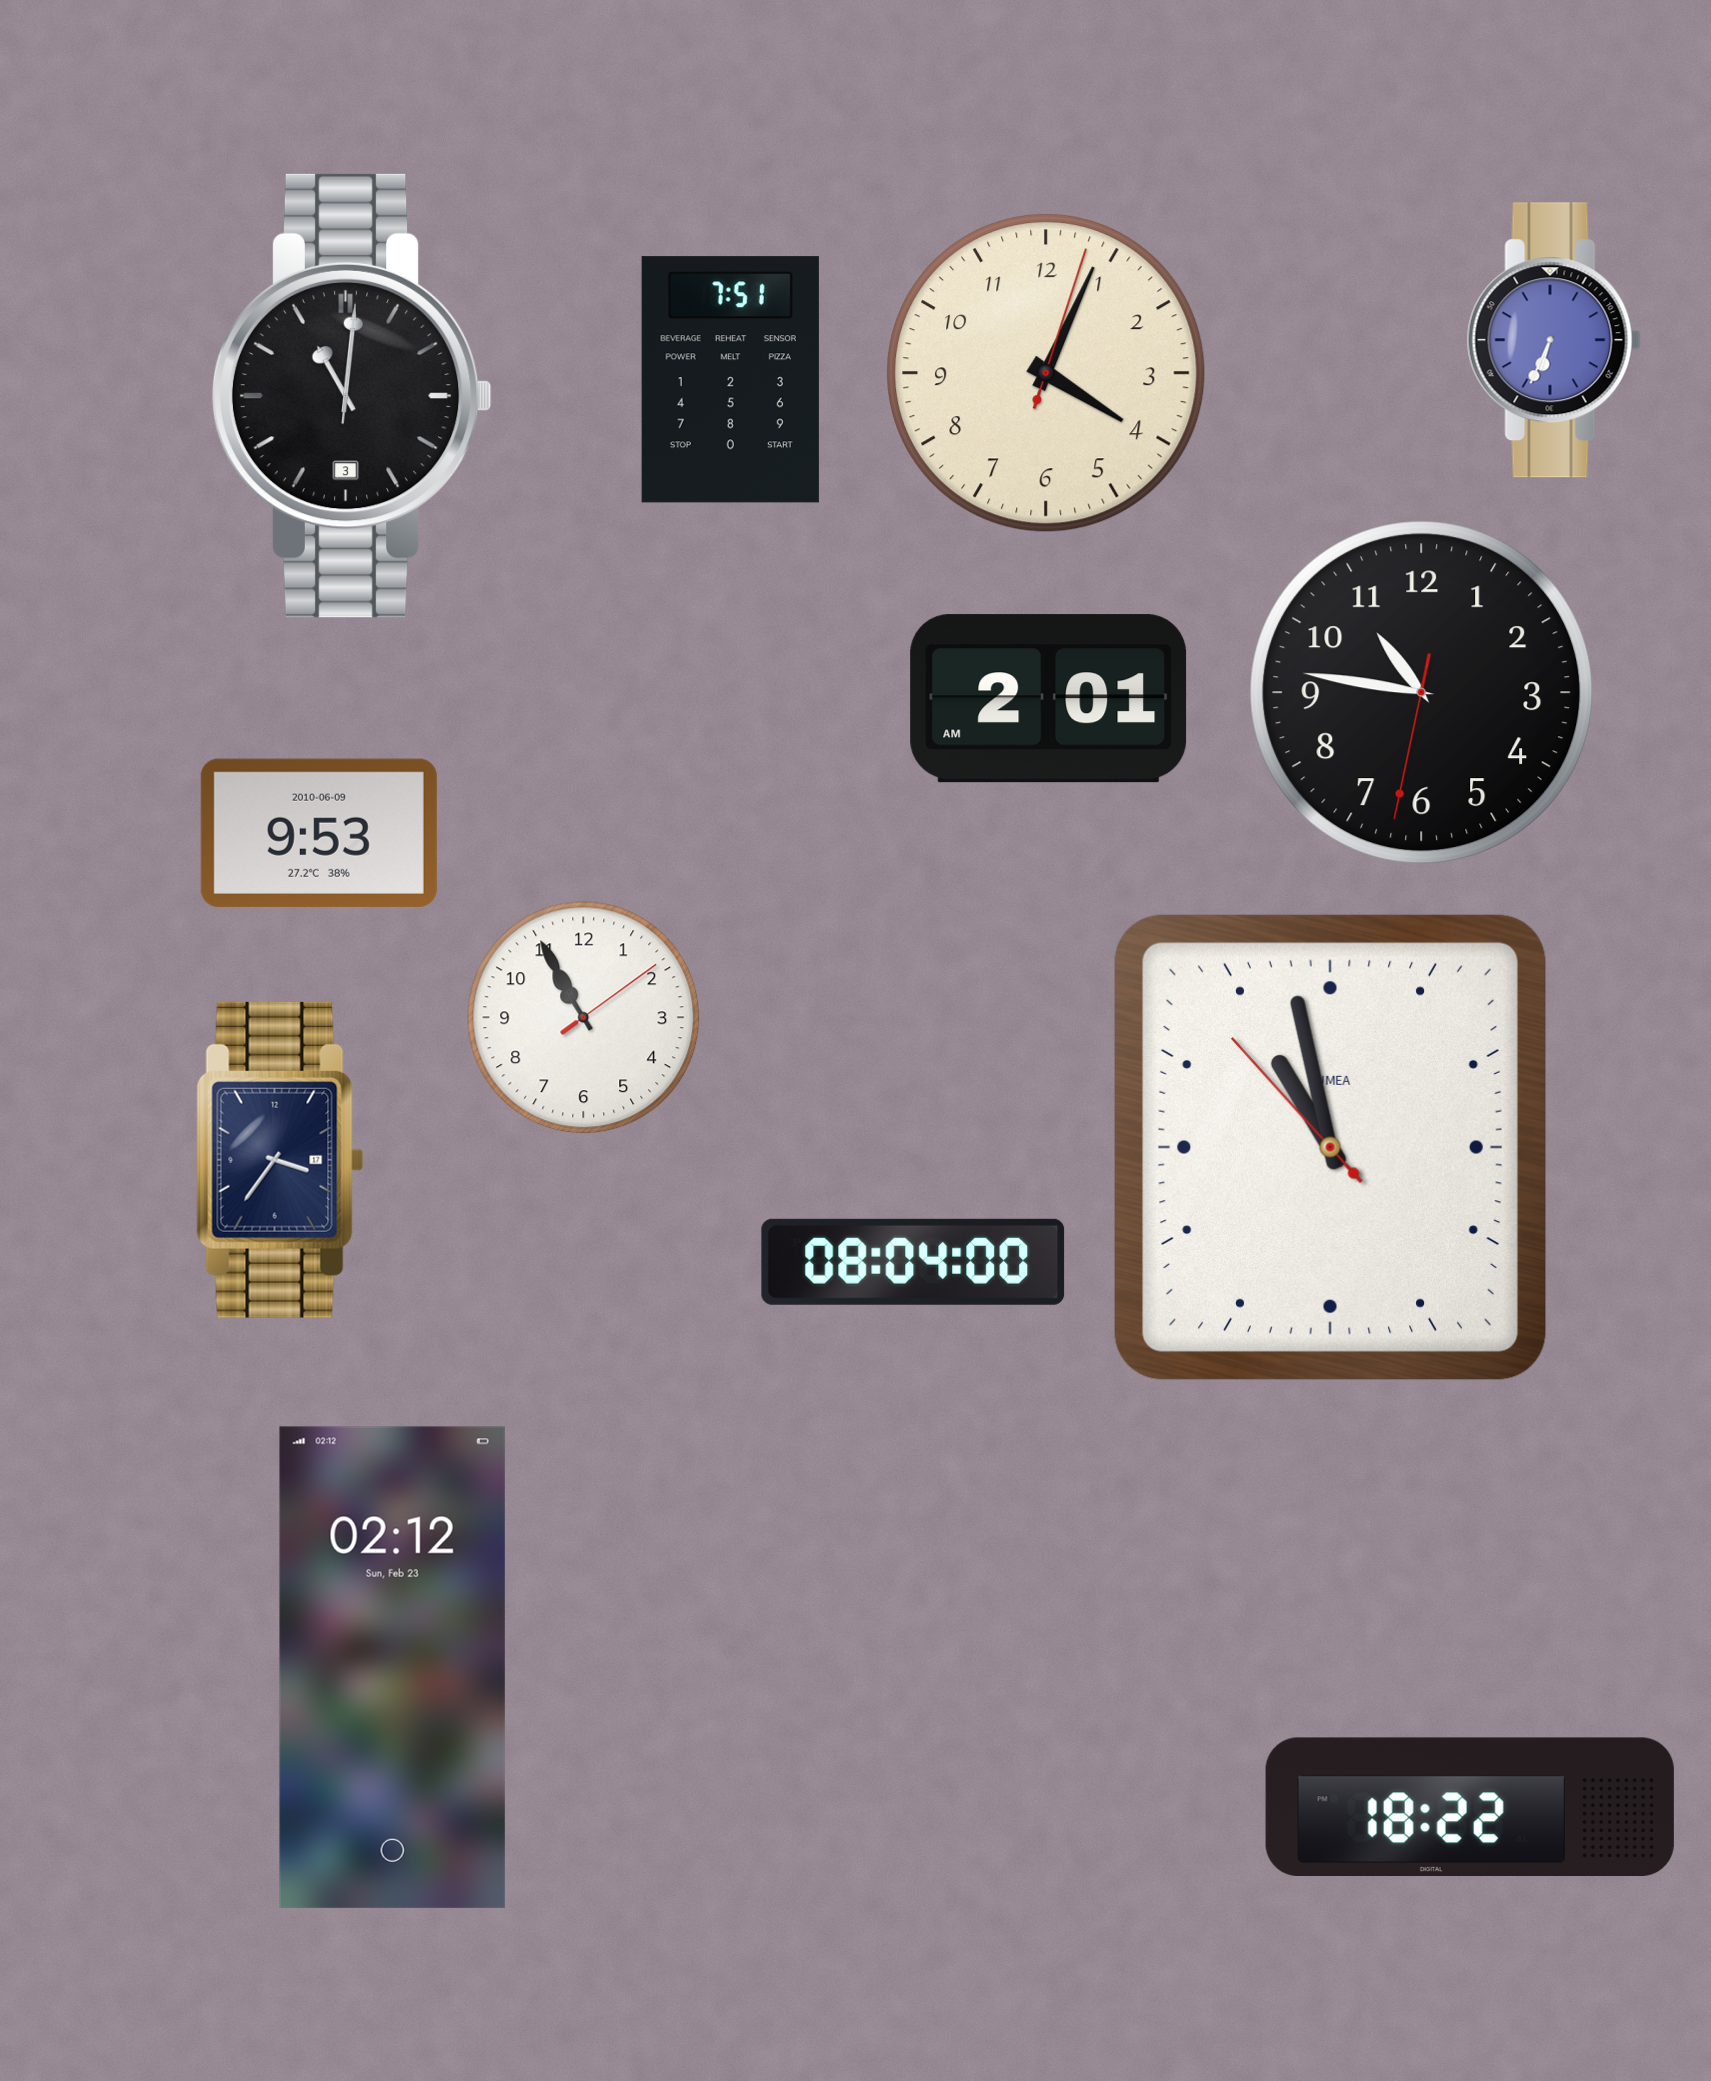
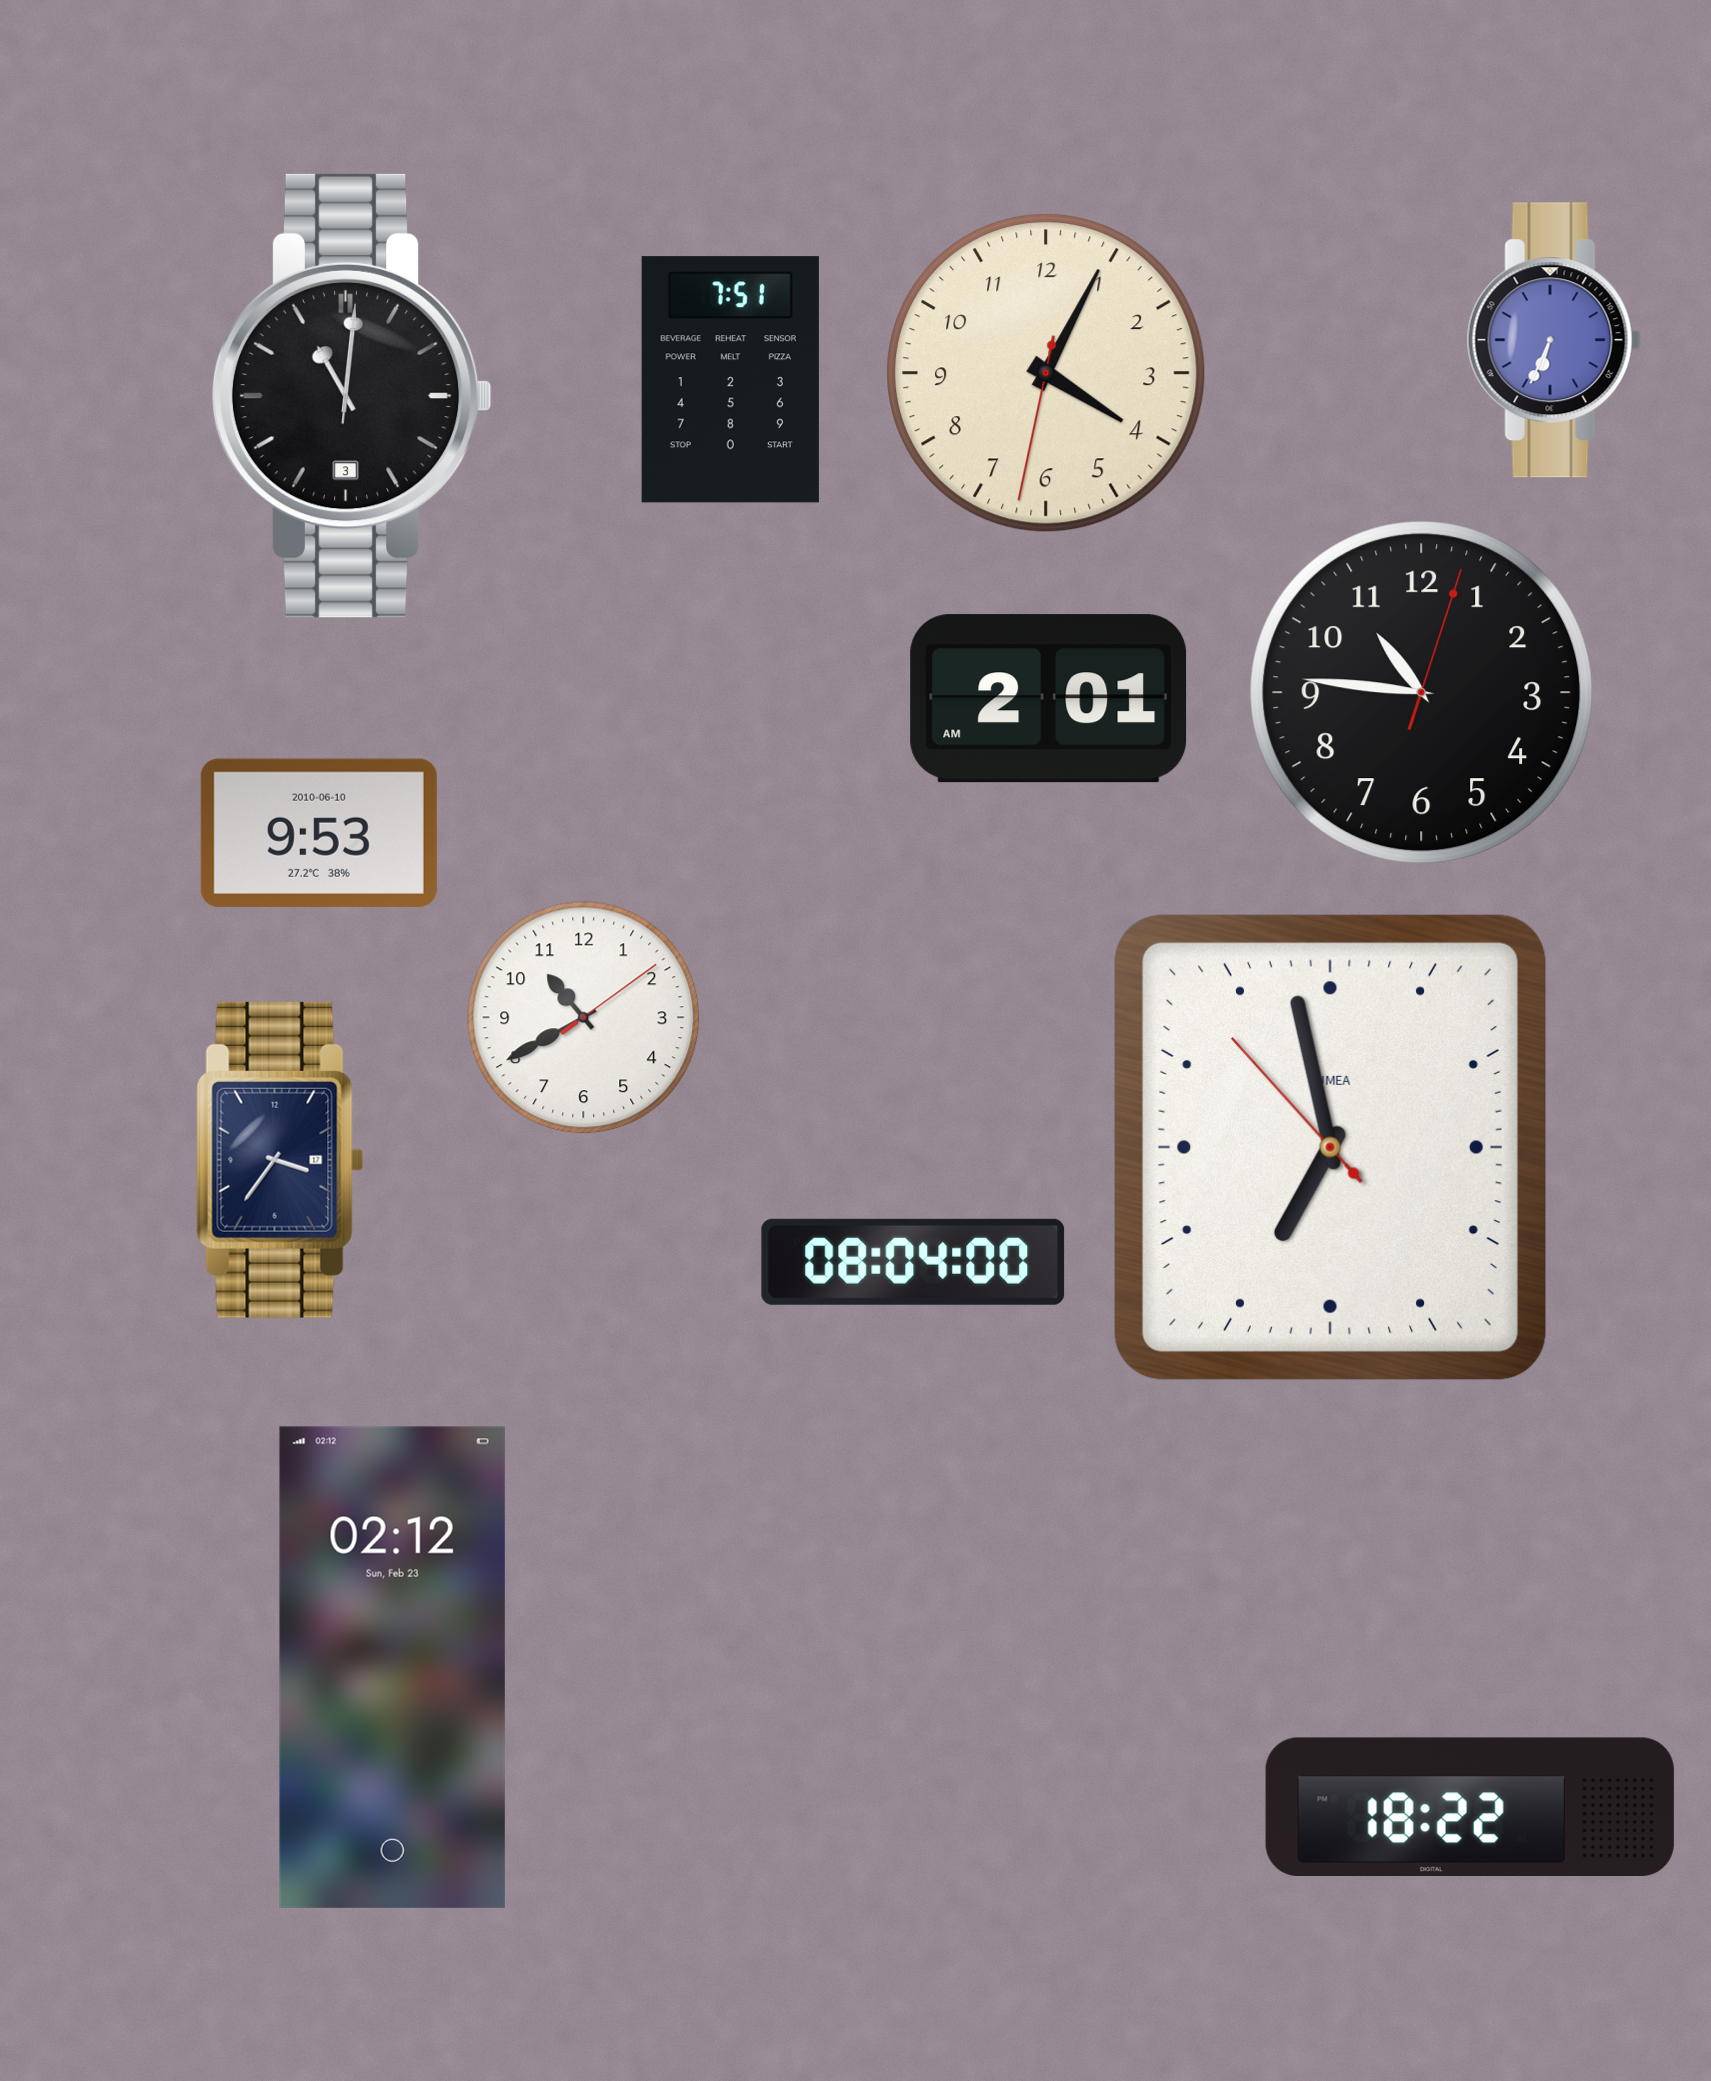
clock at (1046, 373): 4:04:03 -> 4:04:32
clock at (1422, 693): 10:46:32 -> 10:46:03
clock at (319, 833) date: 2010-06-09 -> 2010-06-10
clock at (584, 1018): 10:55 -> 10:40
clock at (1330, 1147): 10:57 -> 6:57
